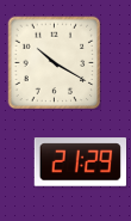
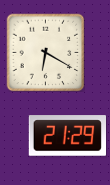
clock at (54, 62): 10:20 -> 6:20
